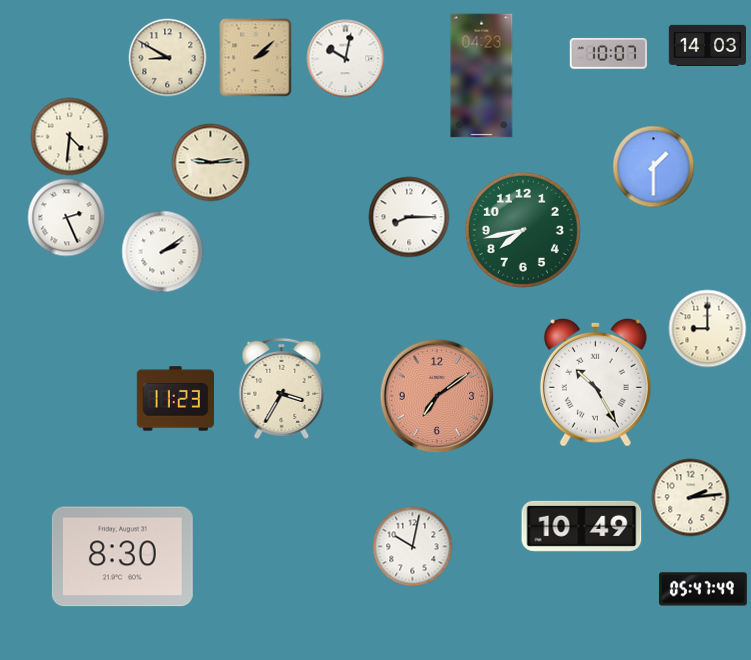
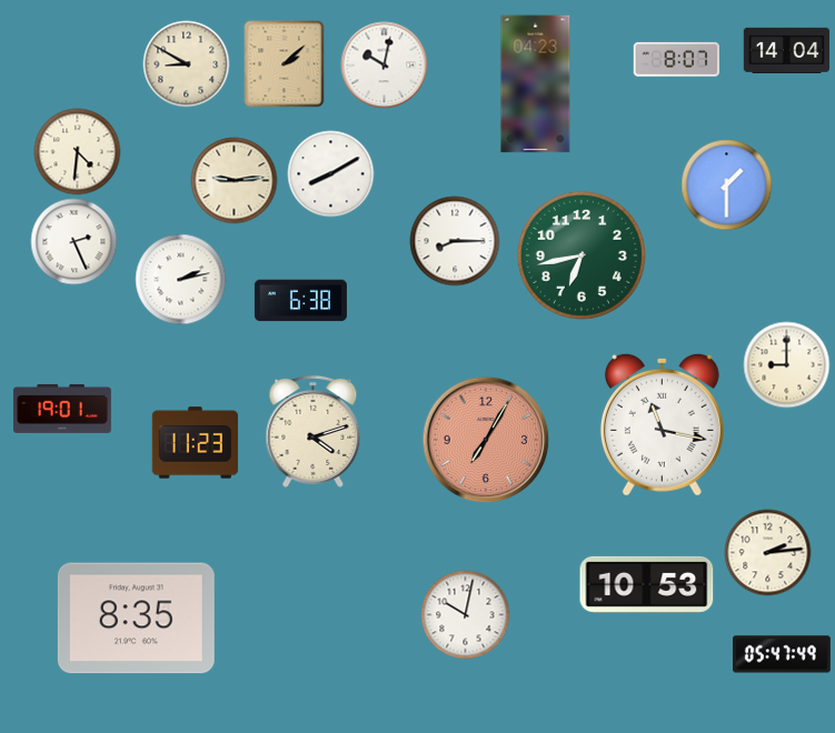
clock at (707, 45): 14:03 -> 14:04
clock at (608, 53): 10:07 -> 8:07
clock at (330, 173): none -> 8:10
clock at (523, 230): 7:43 -> 6:43
clock at (162, 251): 2:09 -> 2:13
clock at (300, 301): none -> 6:38
clock at (62, 409): none -> 19:01
clock at (595, 382): 10:25 -> 11:17
clock at (282, 388): 3:35 -> 4:12
clock at (437, 396): 7:09 -> 7:05
clock at (582, 526): 10:49 -> 10:53
clock at (412, 546) position: (412, 546) -> (465, 614)
clock at (122, 557): 8:30 -> 8:35
